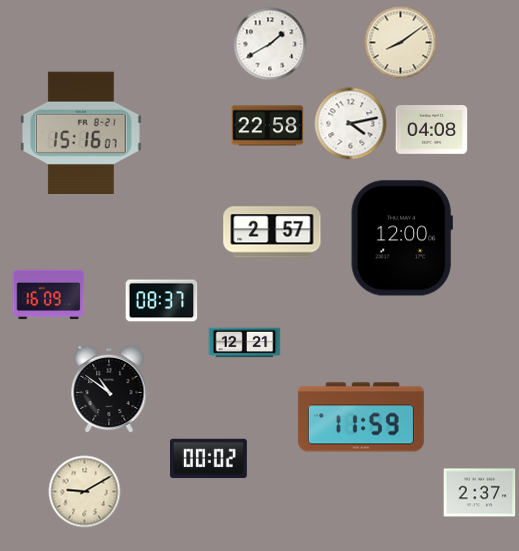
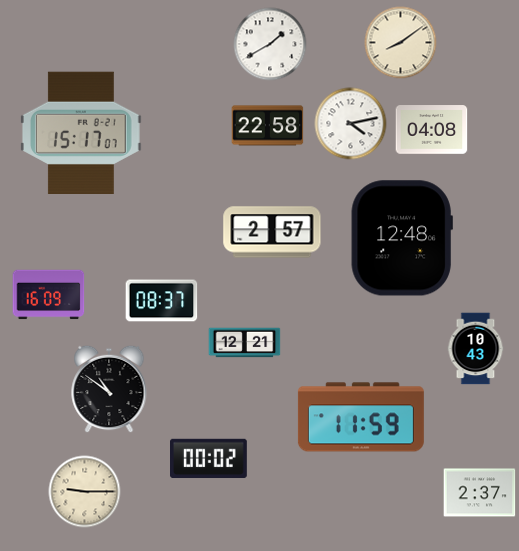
clock at (82, 133): 15:16 -> 15:17
clock at (402, 238): 12:00 -> 12:48
clock at (476, 349): none -> 10:43
clock at (85, 492): 9:10 -> 9:15
